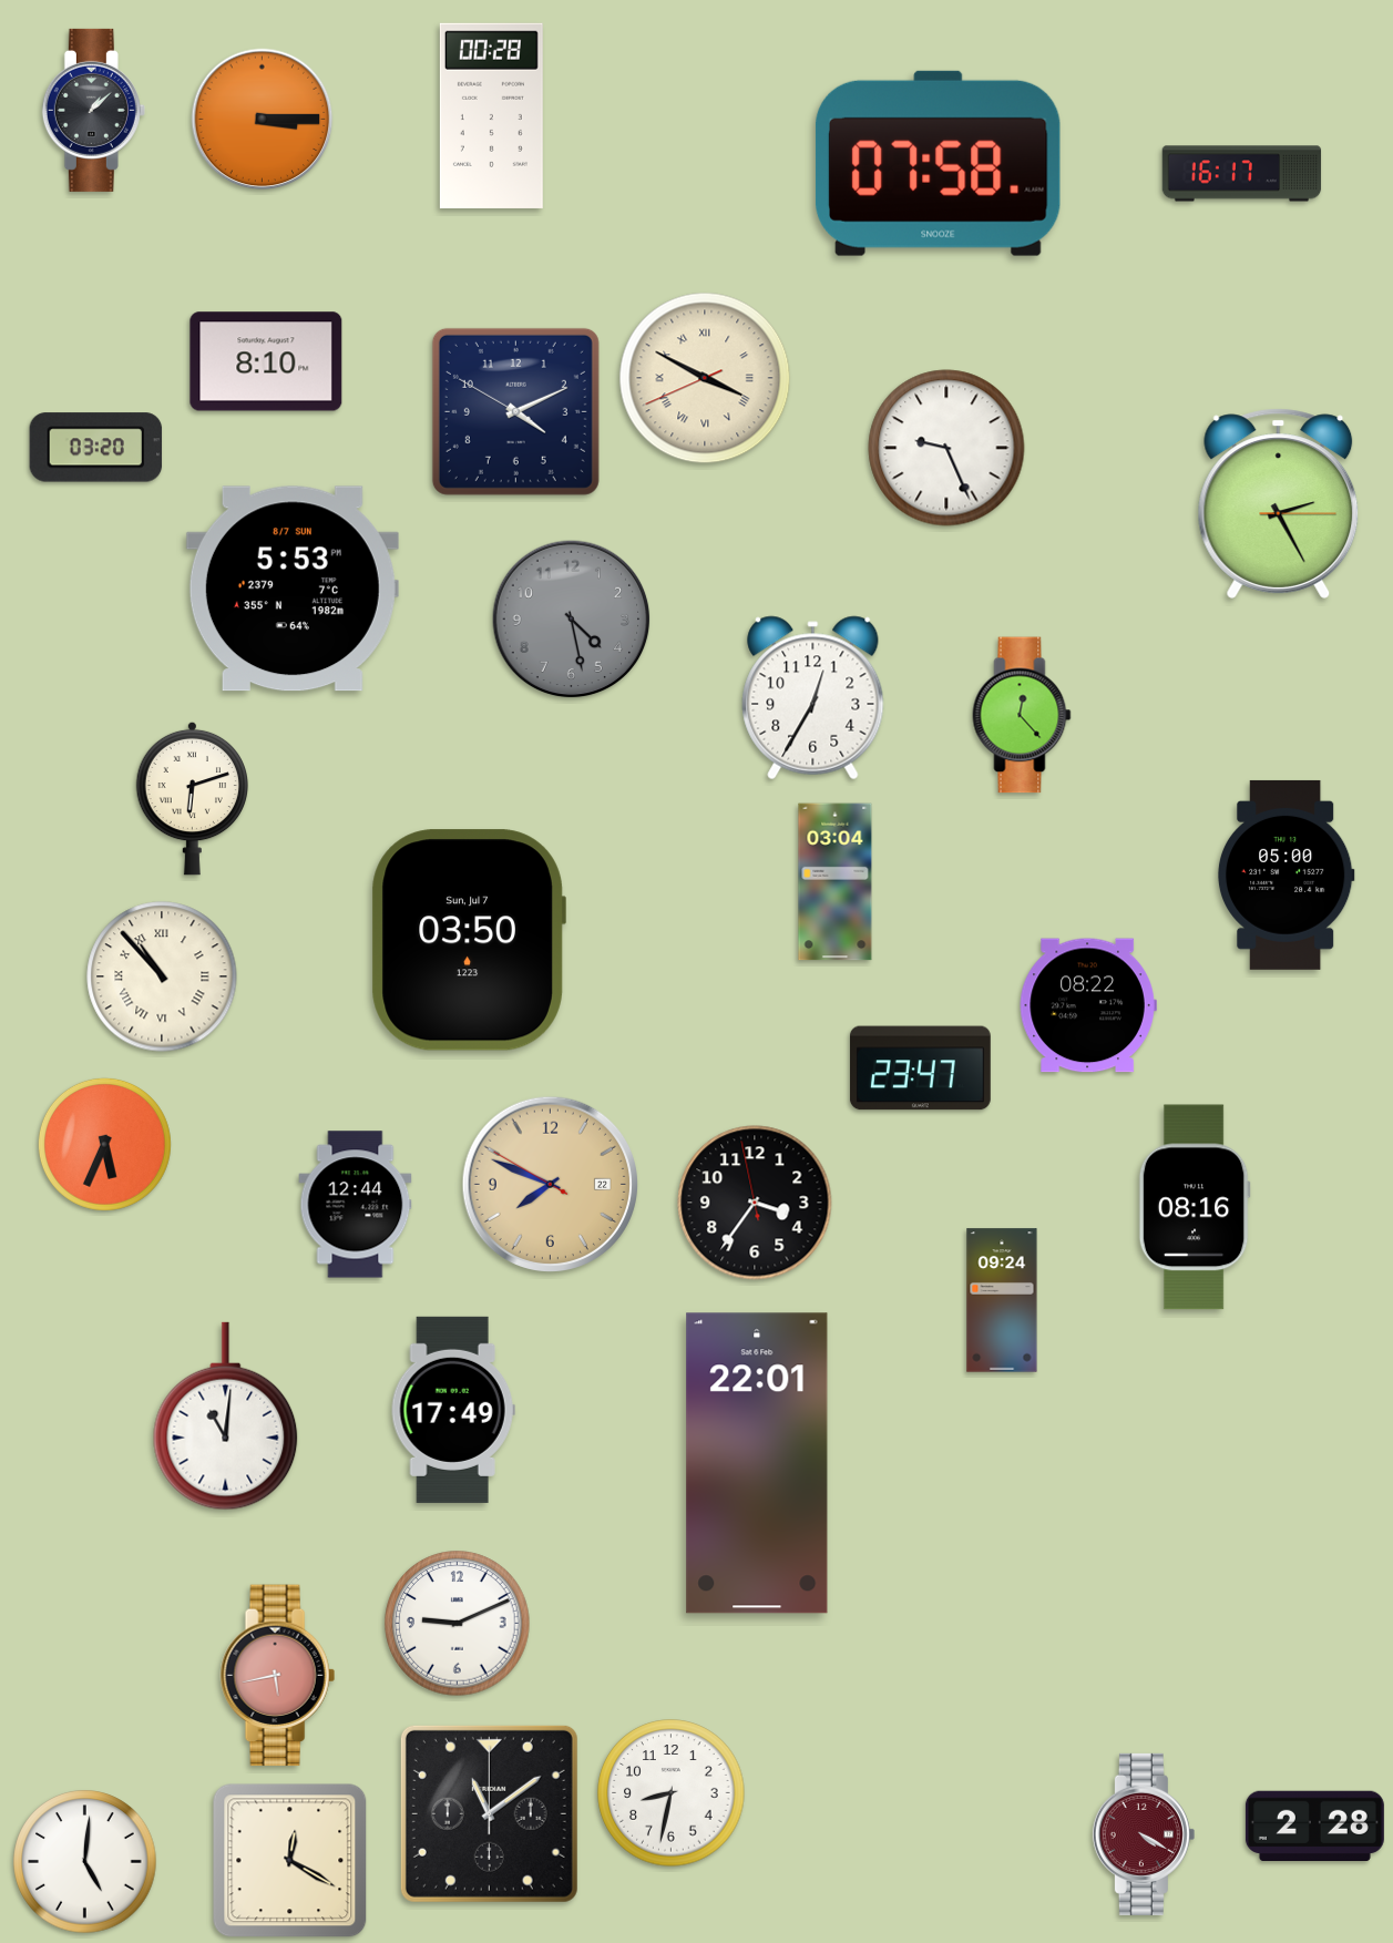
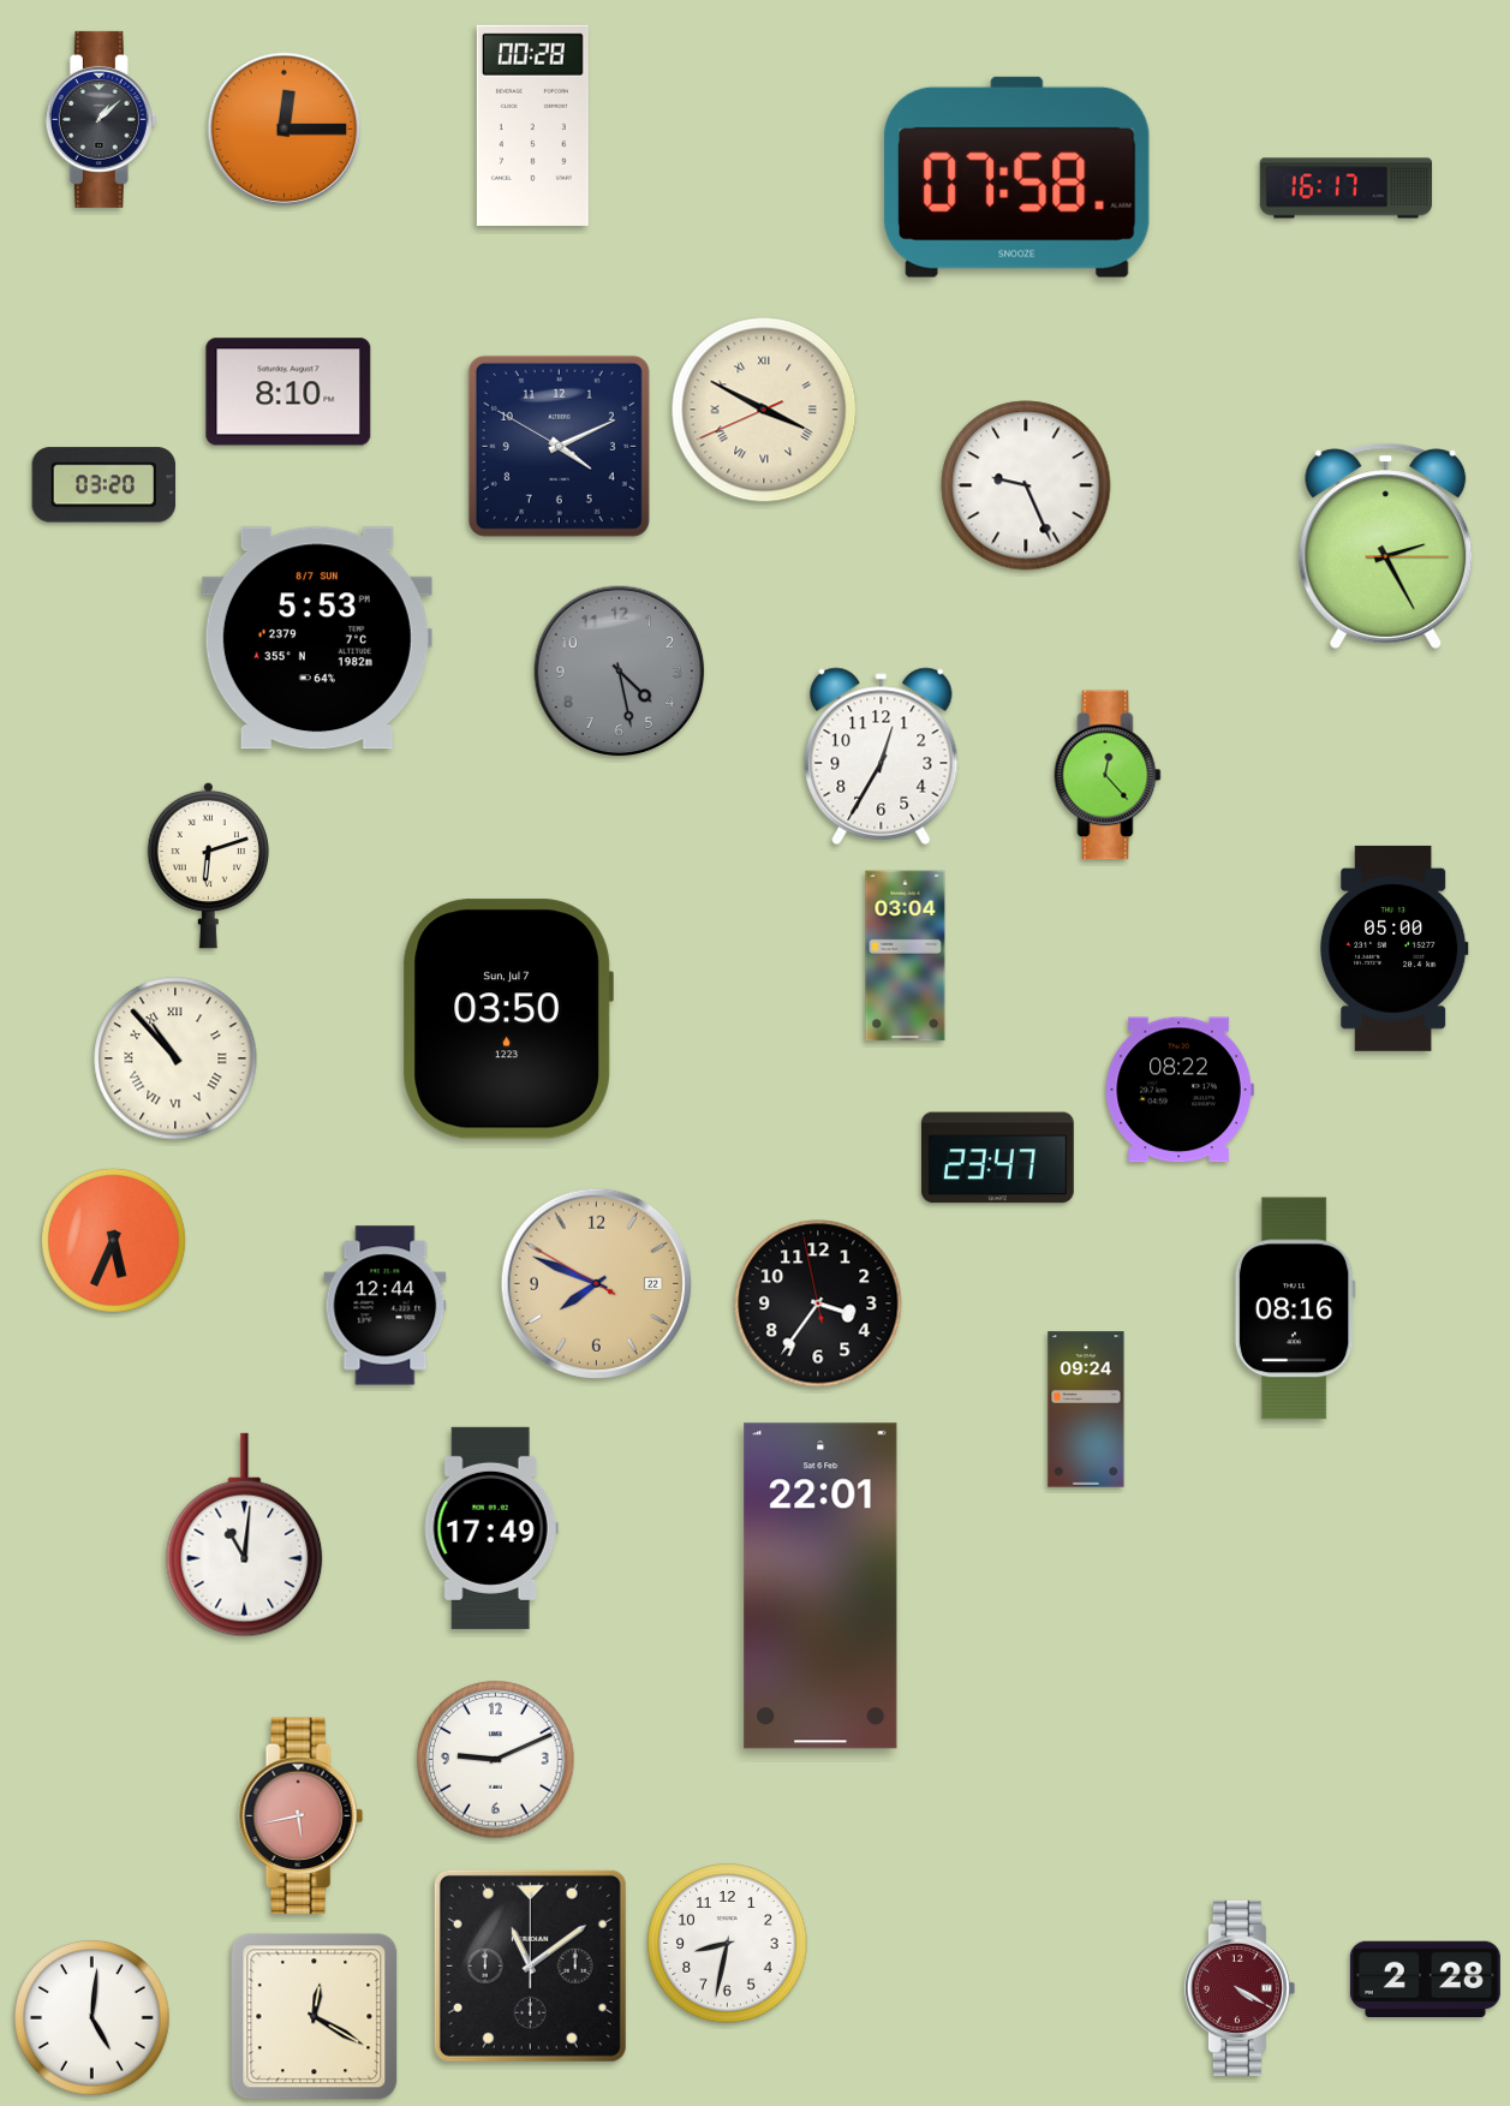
clock at (263, 120): 3:15 -> 12:15
